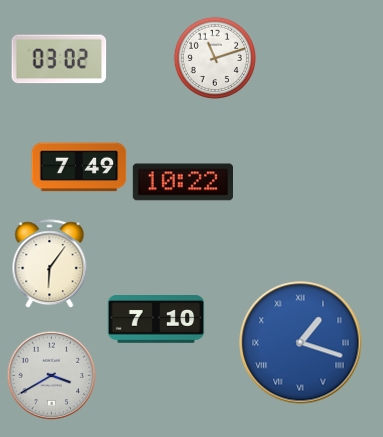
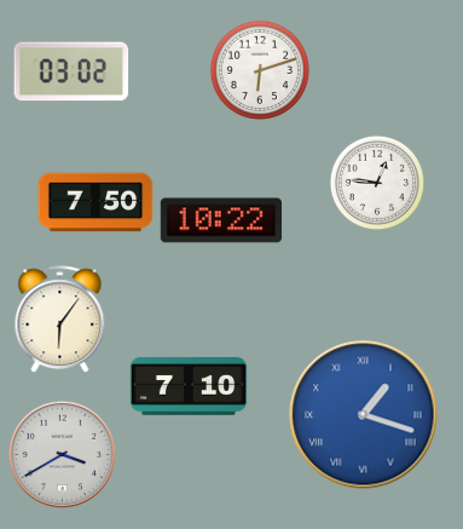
clock at (214, 57): 11:12 -> 6:12
clock at (377, 183): none -> 12:46
clock at (79, 167): 7:49 -> 7:50
